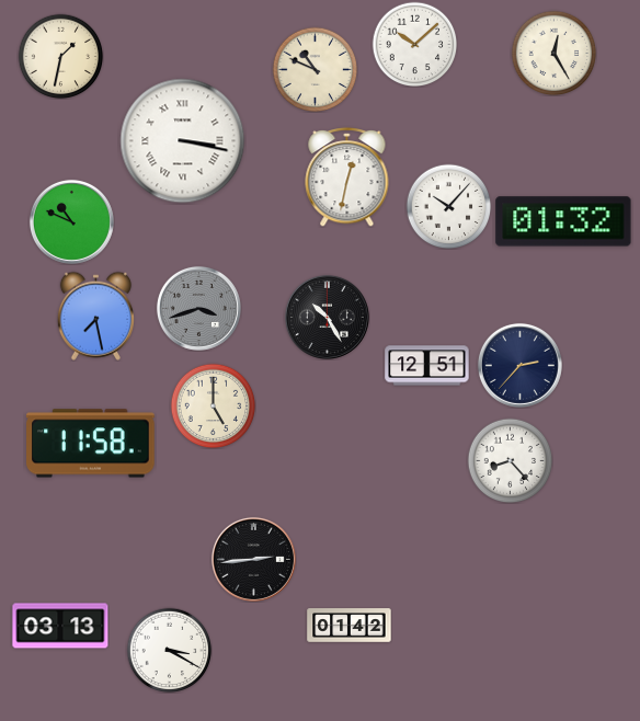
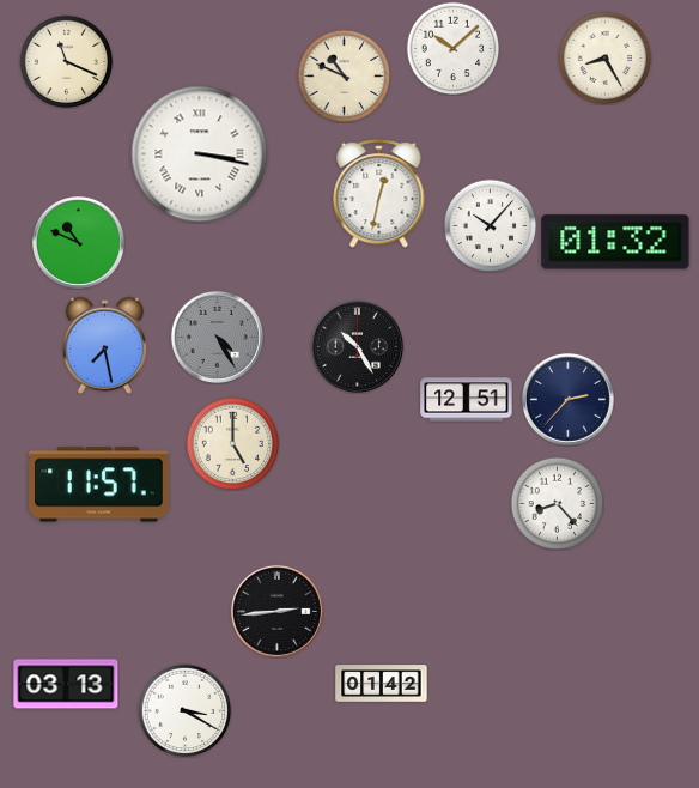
clock at (553, 53): 12:25 -> 8:25
clock at (60, 56): 1:32 -> 11:19
clock at (198, 308): 3:42 -> 4:25
clock at (91, 444): 11:58 -> 11:57
